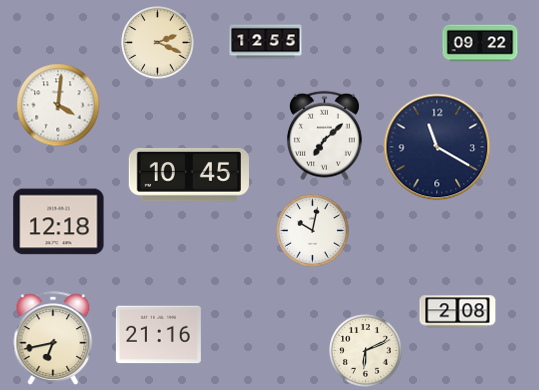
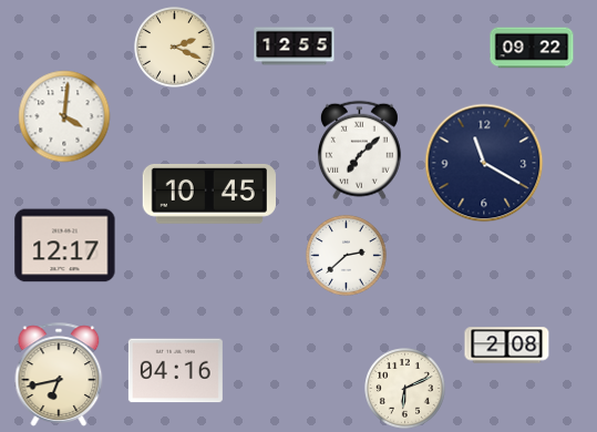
clock at (59, 222): 12:18 -> 12:17
clock at (313, 231): 10:02 -> 2:38
clock at (158, 335): 21:16 -> 04:16
